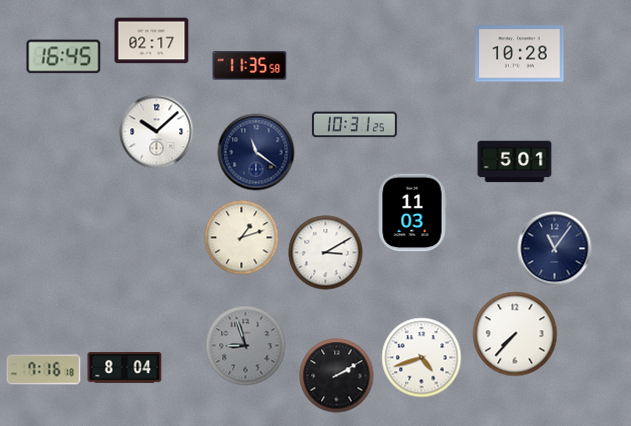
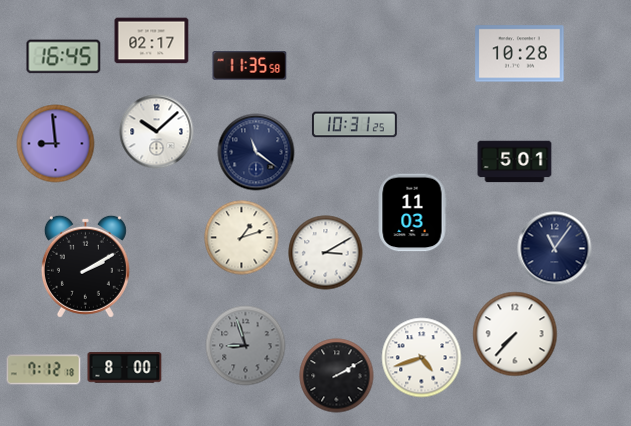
clock at (56, 144): none -> 8:59
clock at (85, 266): none -> 2:10
clock at (125, 368): 8:04 -> 8:00
clock at (44, 370): 7:16 -> 7:12
